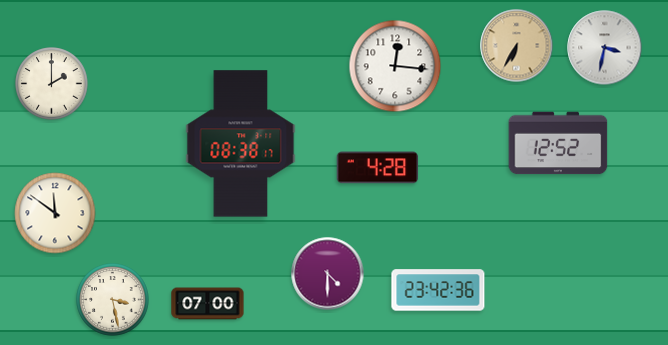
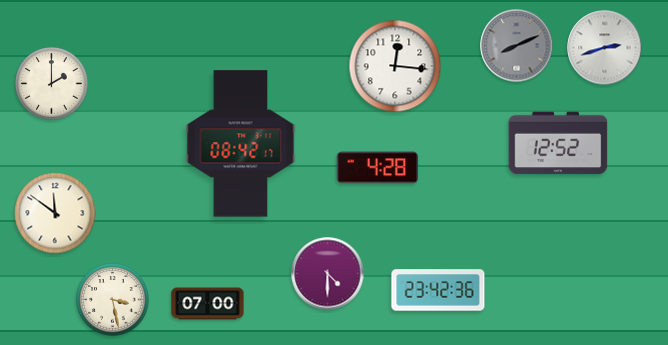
clock at (517, 46): 6:35 -> 8:11
clock at (517, 46) dial: champagne -> grey
clock at (605, 48): 3:32 -> 2:42
clock at (241, 144): 08:38 -> 08:42
